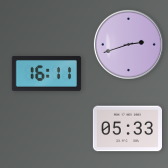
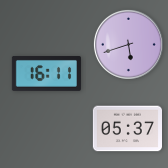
clock at (128, 44): 2:42 -> 5:42
clock at (127, 129): 05:33 -> 05:37
